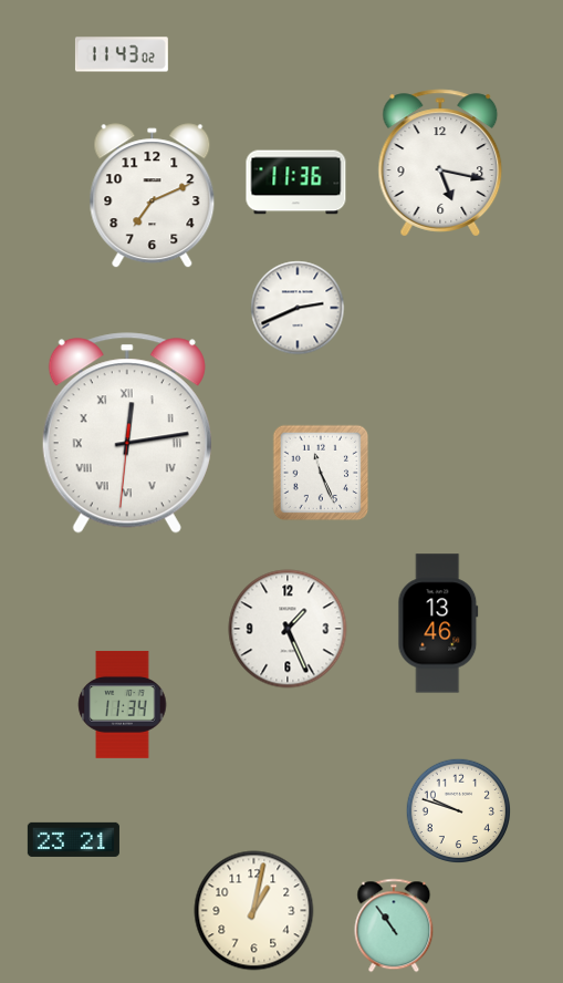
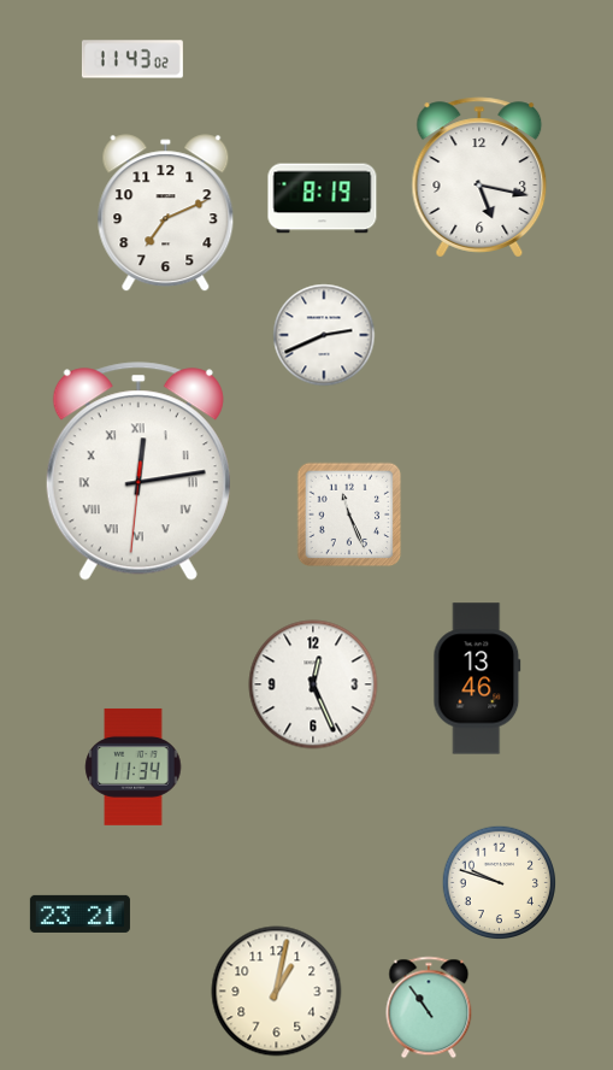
clock at (296, 183): 11:36 -> 8:19
clock at (288, 629): 1:26 -> 12:26
